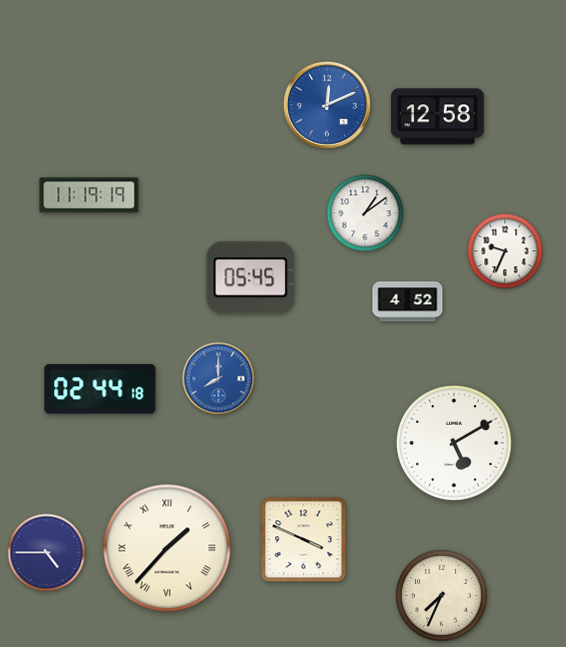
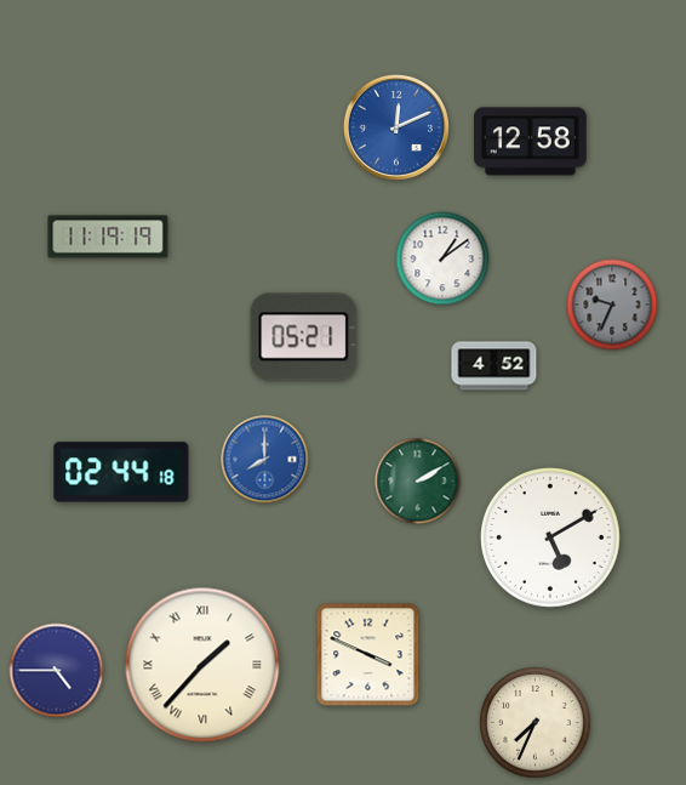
clock at (505, 251) dial: white -> grey
clock at (251, 278): 05:45 -> 05:21
clock at (418, 482): none -> 2:10
